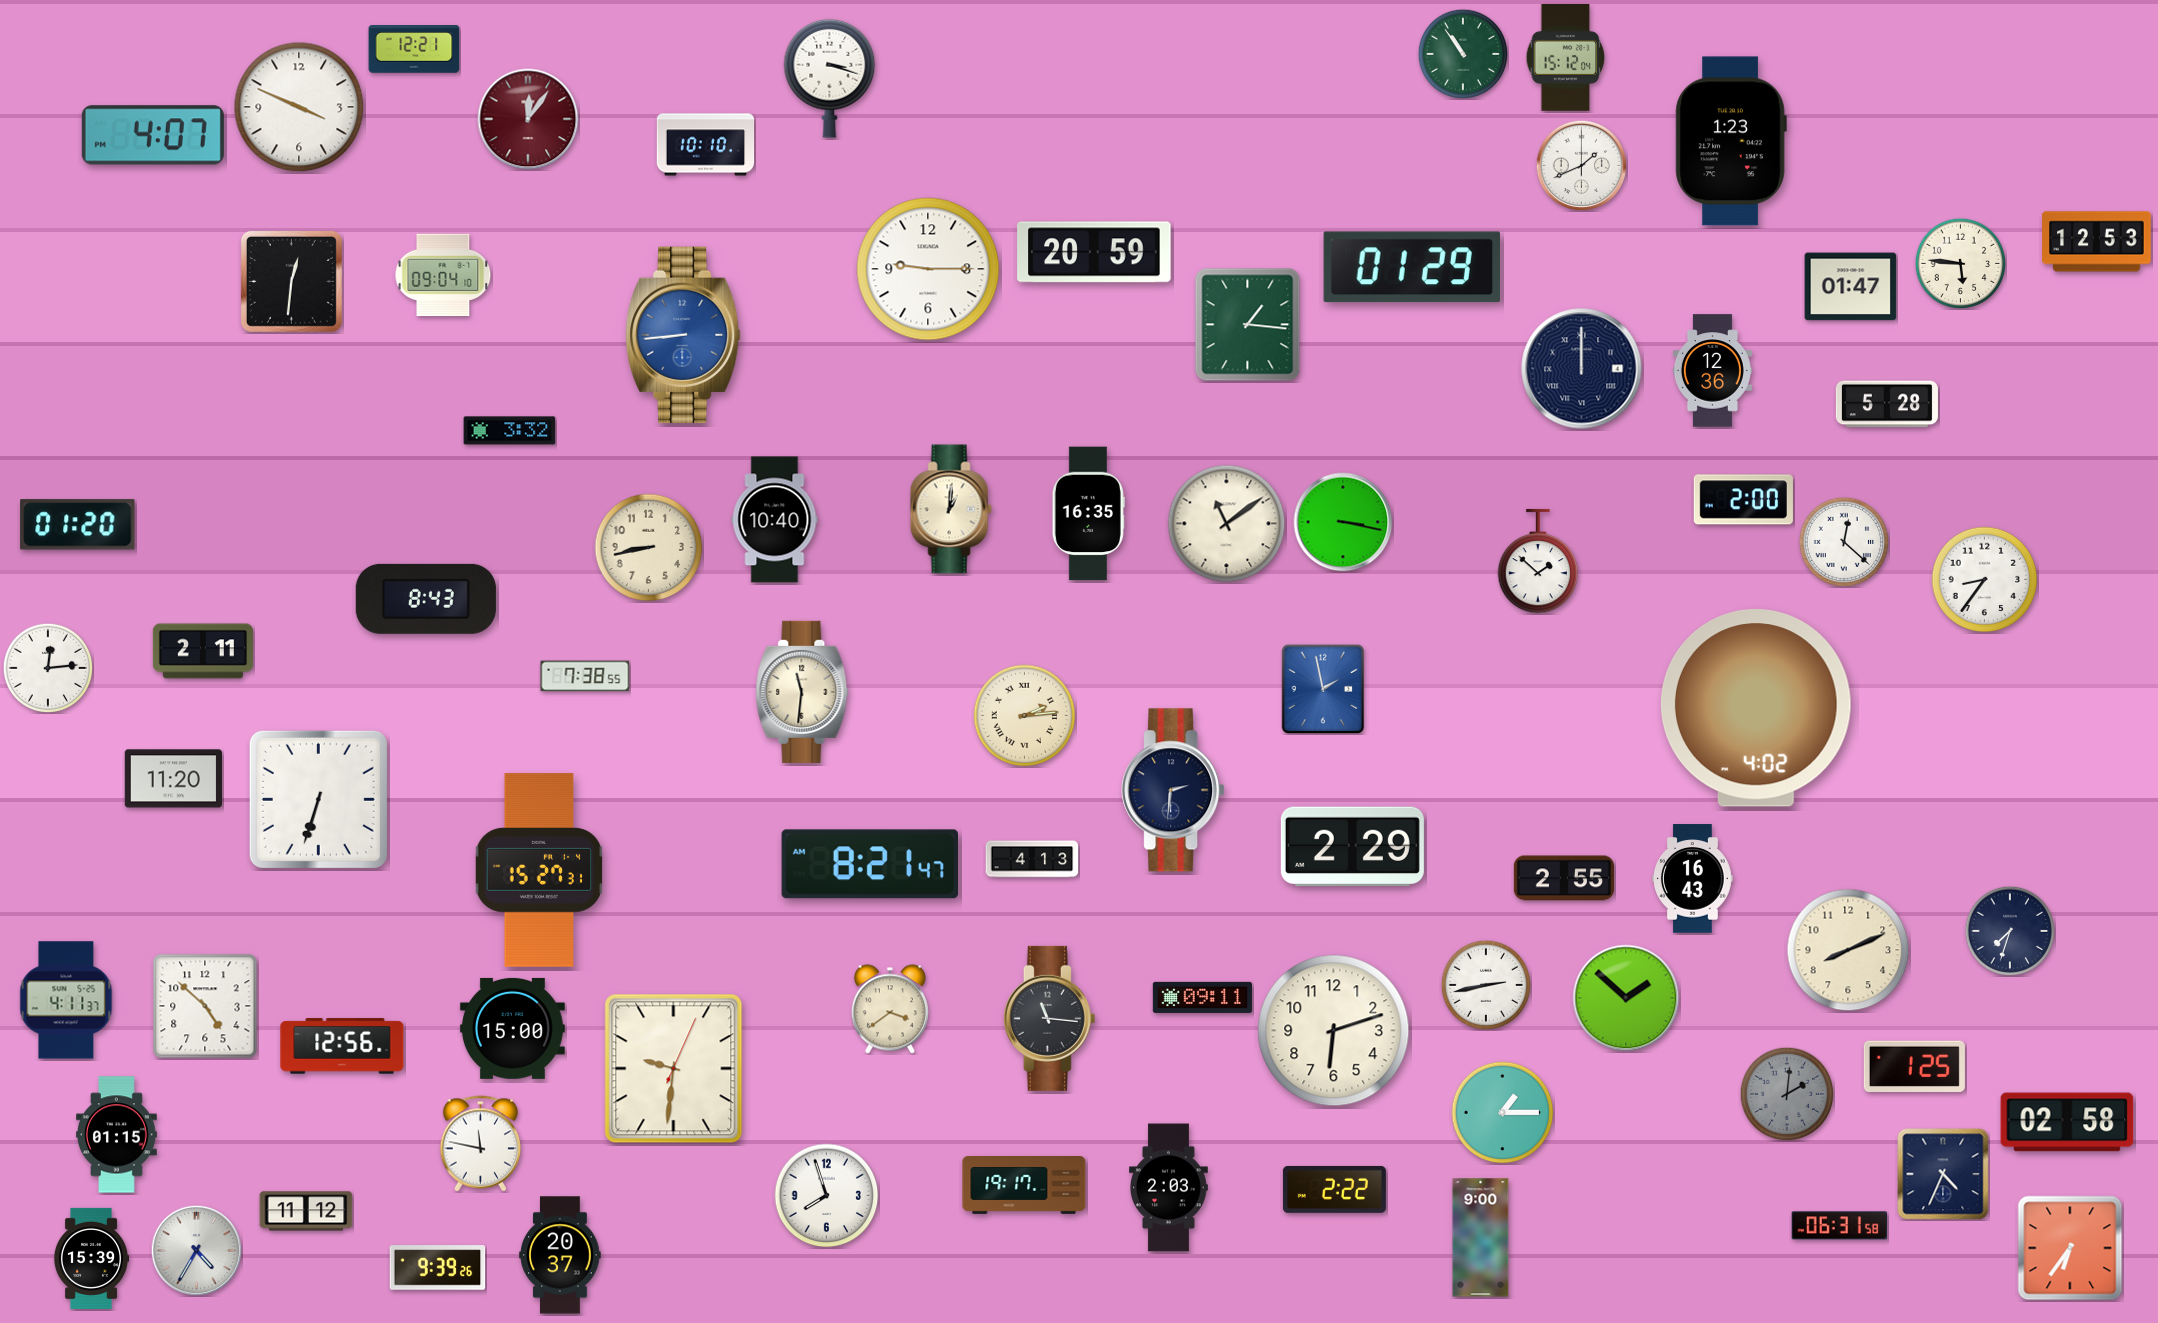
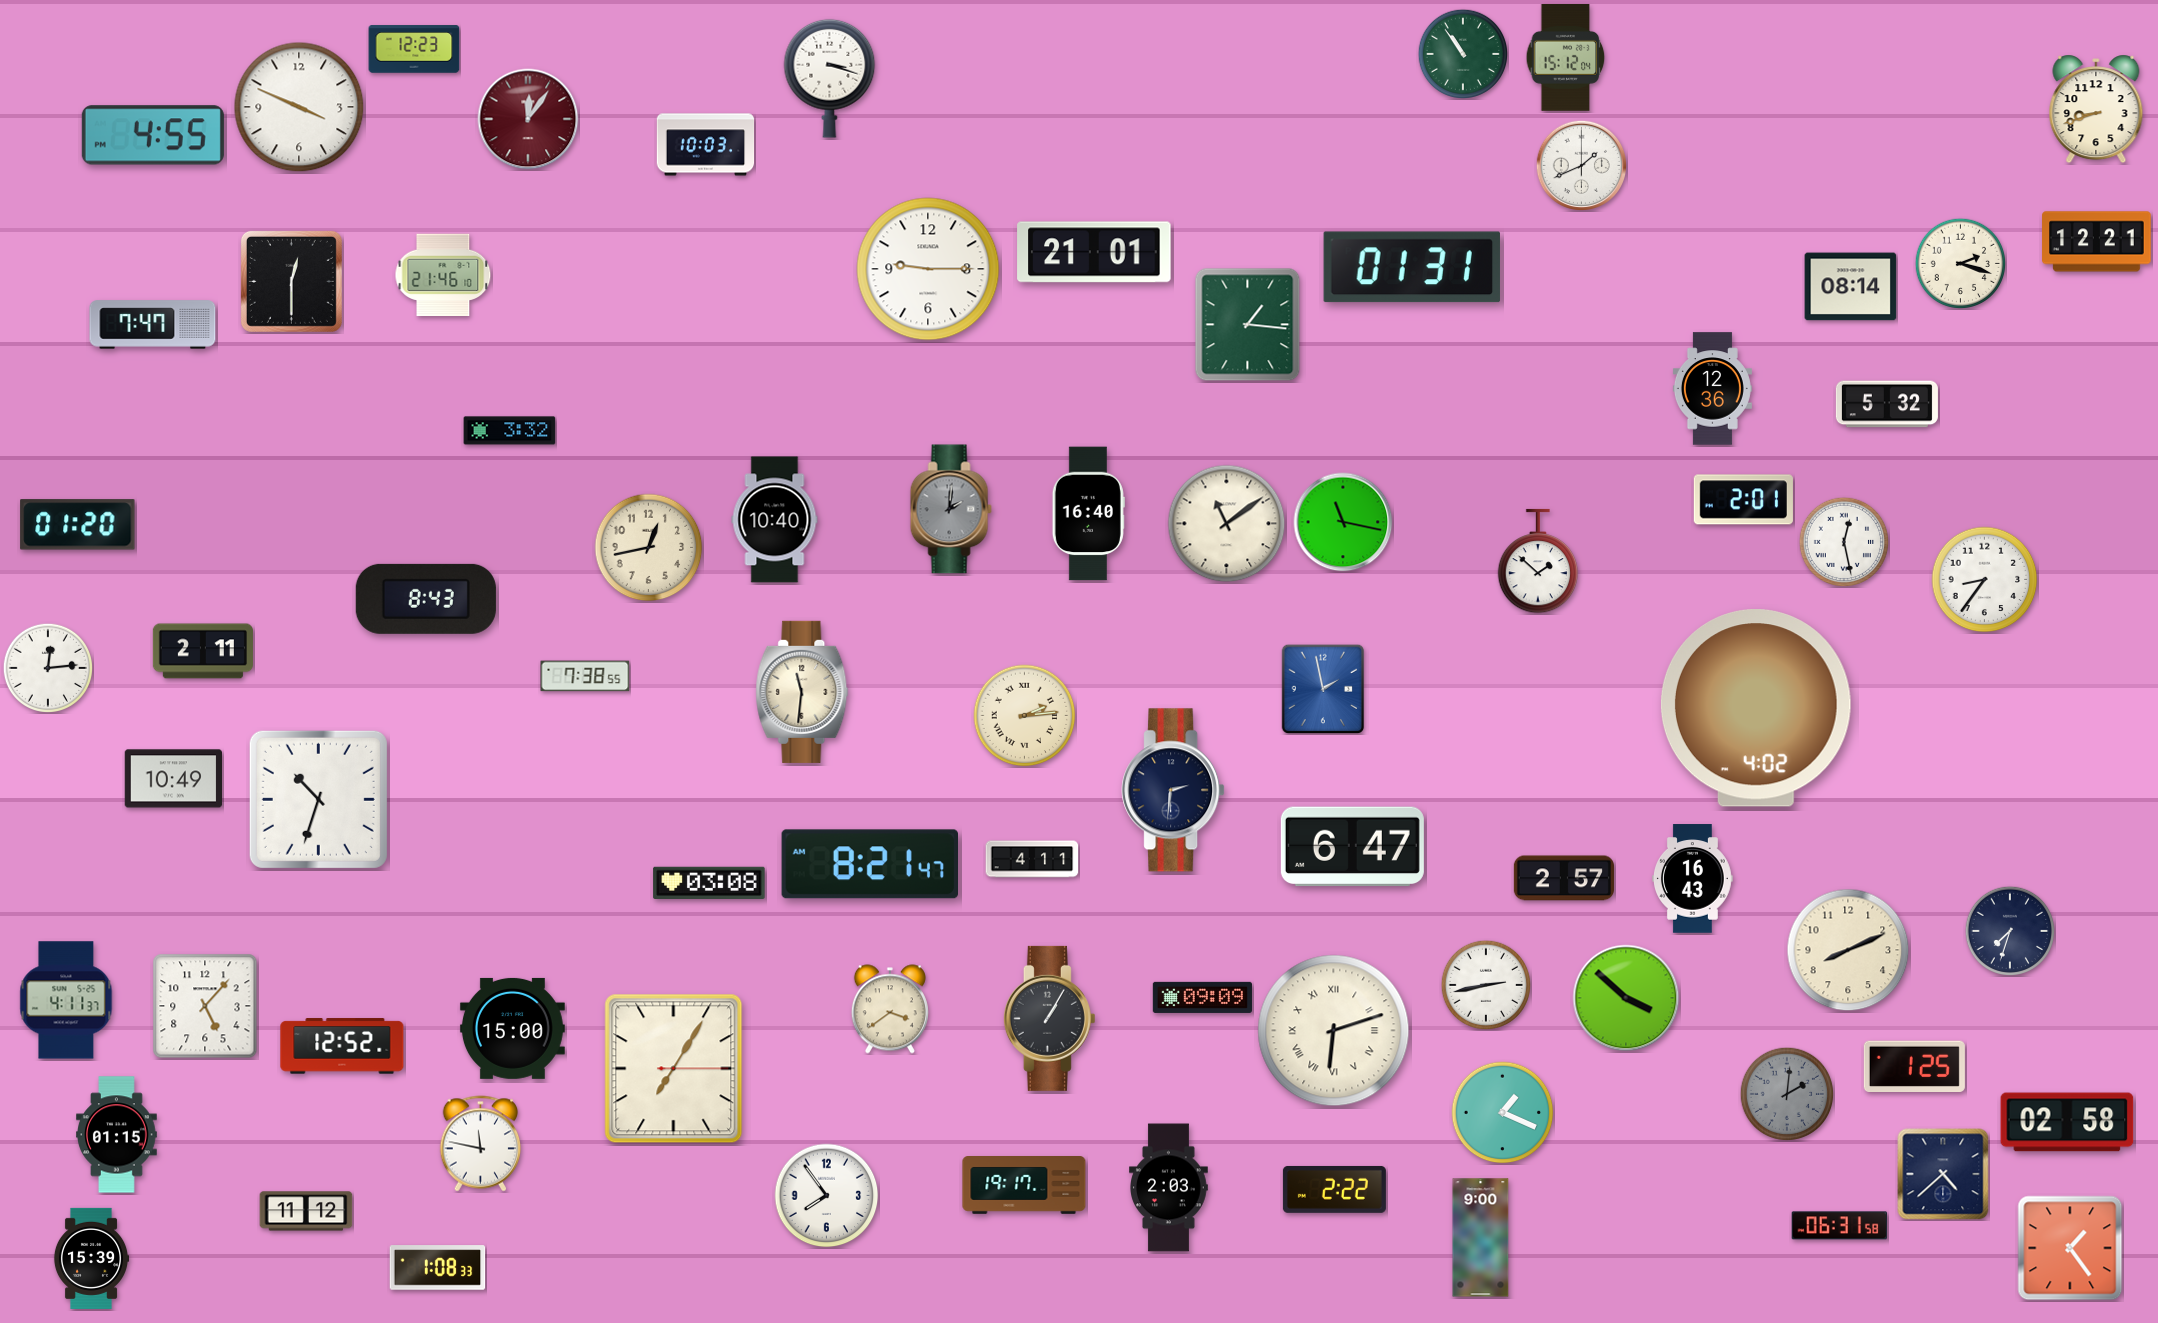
clock at (414, 49): 12:21 -> 12:23
clock at (2096, 109): none -> 8:42
clock at (153, 135): 4:07 -> 4:55
clock at (1731, 141): 1:23 -> none
clock at (706, 145): 10:10 -> 10:03
clock at (2097, 242): 12:53 -> 12:21
clock at (1094, 252): 20:59 -> 21:01
clock at (1960, 263): 5:46 -> 2:18
clock at (1412, 267): 01:29 -> 01:31
clock at (443, 275): 09:04 -> 21:46
clock at (291, 281): 12:31 -> 12:30
clock at (1851, 287): 01:47 -> 08:14
clock at (153, 325): none -> 7:47
clock at (684, 335): 8:44 -> none
clock at (1582, 369): 12:00 -> none
clock at (1712, 371) position: (1712, 371) -> (1712, 389)
clock at (1887, 404): 5:28 -> 5:32
clock at (1743, 500): 2:00 -> 2:01
clock at (951, 509): 1:01 -> 2:01
clock at (951, 509) dial: cream -> grey
clock at (1088, 514): 16:35 -> 16:40
clock at (1343, 522): 3:17 -> 11:17
clock at (1843, 541): 12:22 -> 12:28
clock at (649, 548): 8:43 -> 12:43
clock at (174, 779): 11:20 -> 10:49
clock at (318, 799): 6:33 -> 10:33
clock at (1352, 847): 2:29 -> 6:47
clock at (1032, 859): 4:13 -> 4:11
clock at (539, 870): 15:27 -> none
clock at (1564, 878): 2:55 -> 2:57
clock at (709, 883): none -> 03:08
clock at (1202, 997): 09:11 -> 09:09
clock at (1626, 998): 1:52 -> 3:52
clock at (205, 1006): 4:52 -> 5:07
clock at (1049, 1018): 11:16 -> 1:05
clock at (1334, 1031) numerals: Arabic -> Roman
clock at (342, 1046): 12:56 -> 12:52
clock at (674, 1069): 9:31 -> 7:05
clock at (1503, 1113): 1:15 -> 1:19
clock at (1943, 1174): 4:34 -> 4:38
clock at (827, 1196): 7:57 -> 7:54
clock at (2070, 1248): 6:36 -> 1:24
clock at (196, 1250): 4:35 -> none
clock at (560, 1255): 20:37 -> none
clock at (438, 1268): 9:39 -> 1:08
